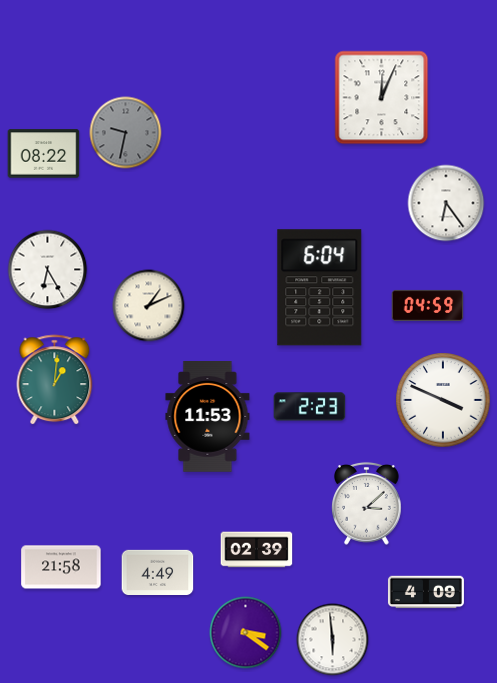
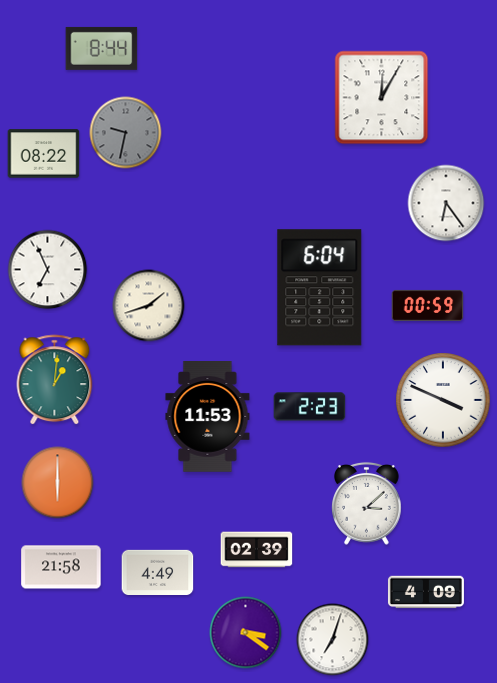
clock at (102, 48): none -> 8:44
clock at (382, 98): 12:04 -> 12:05
clock at (48, 270): 6:25 -> 6:56
clock at (428, 305): 04:59 -> 00:59
clock at (149, 306): 1:11 -> 1:42
clock at (58, 483): none -> 6:00
clock at (333, 640): 5:59 -> 7:03
